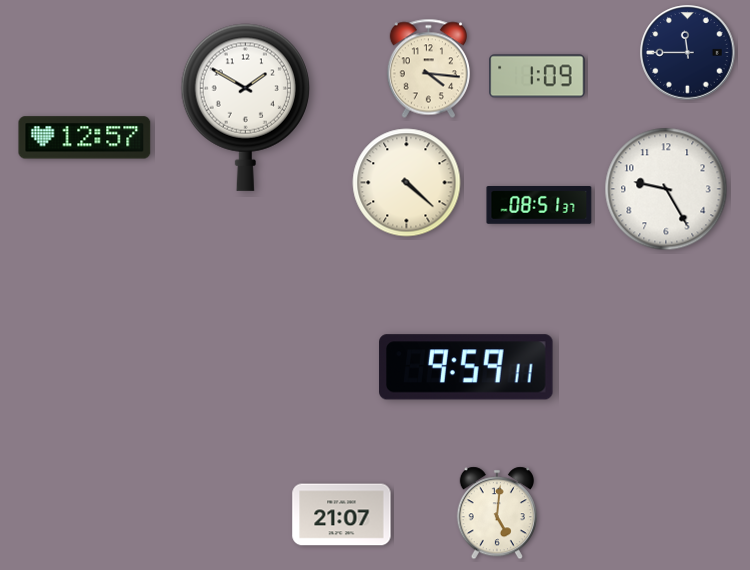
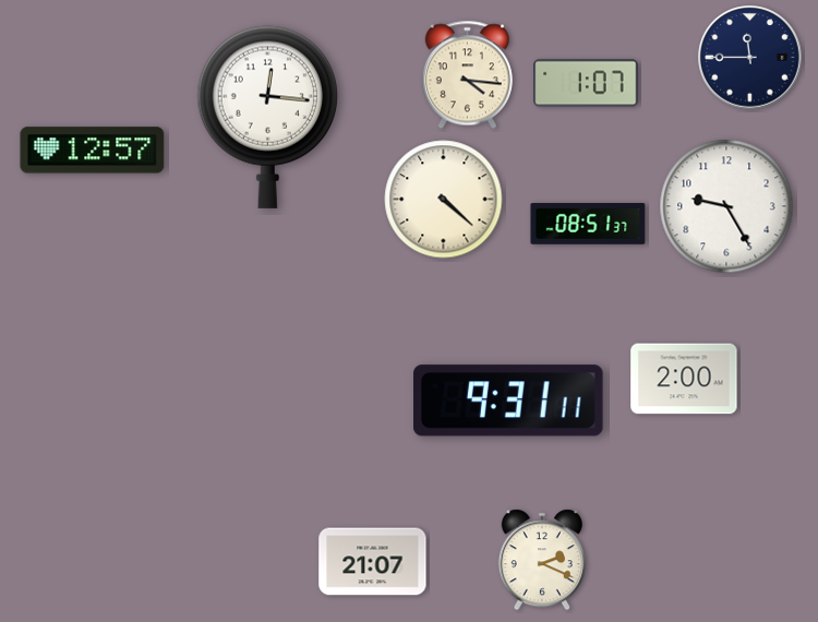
clock at (537, 76): 1:09 -> 1:07
clock at (245, 107): 1:50 -> 12:16
clock at (684, 379): none -> 2:00
clock at (466, 367): 9:59 -> 9:31
clock at (497, 513): 5:01 -> 2:19
